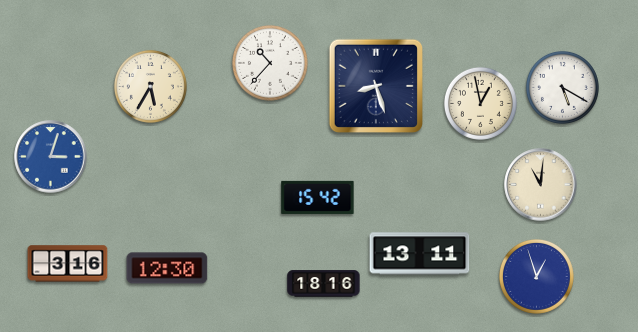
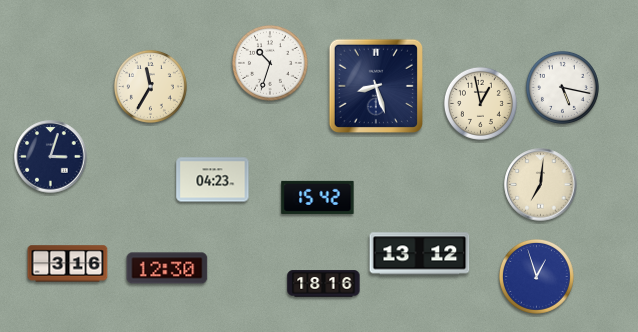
clock at (271, 64): 10:37 -> 10:33
clock at (150, 86): 5:35 -> 11:35
clock at (562, 87): 5:20 -> 5:17
clock at (51, 157) dial: blue -> navy
clock at (213, 180): none -> 04:23
clock at (541, 185): 11:01 -> 7:01
clock at (420, 254): 13:11 -> 13:12
